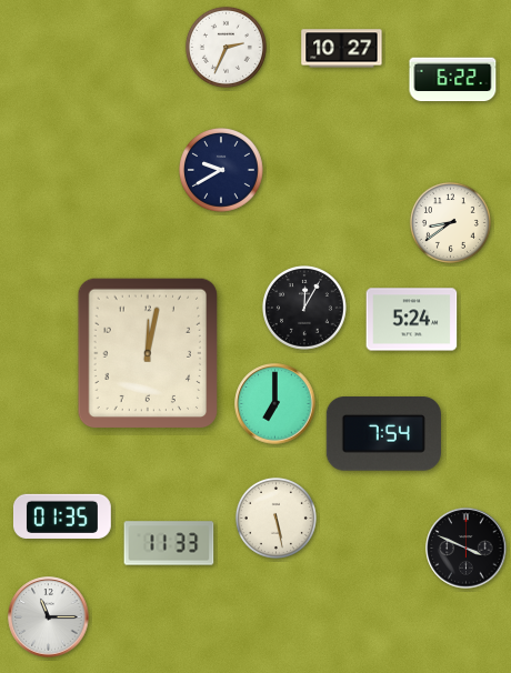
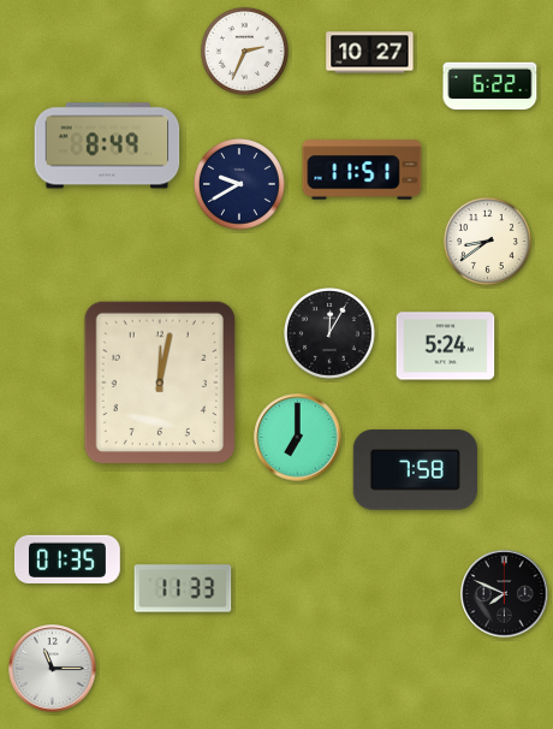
clock at (107, 146): none -> 8:49
clock at (362, 170): none -> 11:51
clock at (383, 434): 7:54 -> 7:58
clock at (275, 518): 5:28 -> none
clock at (467, 549): 3:49 -> 7:49
